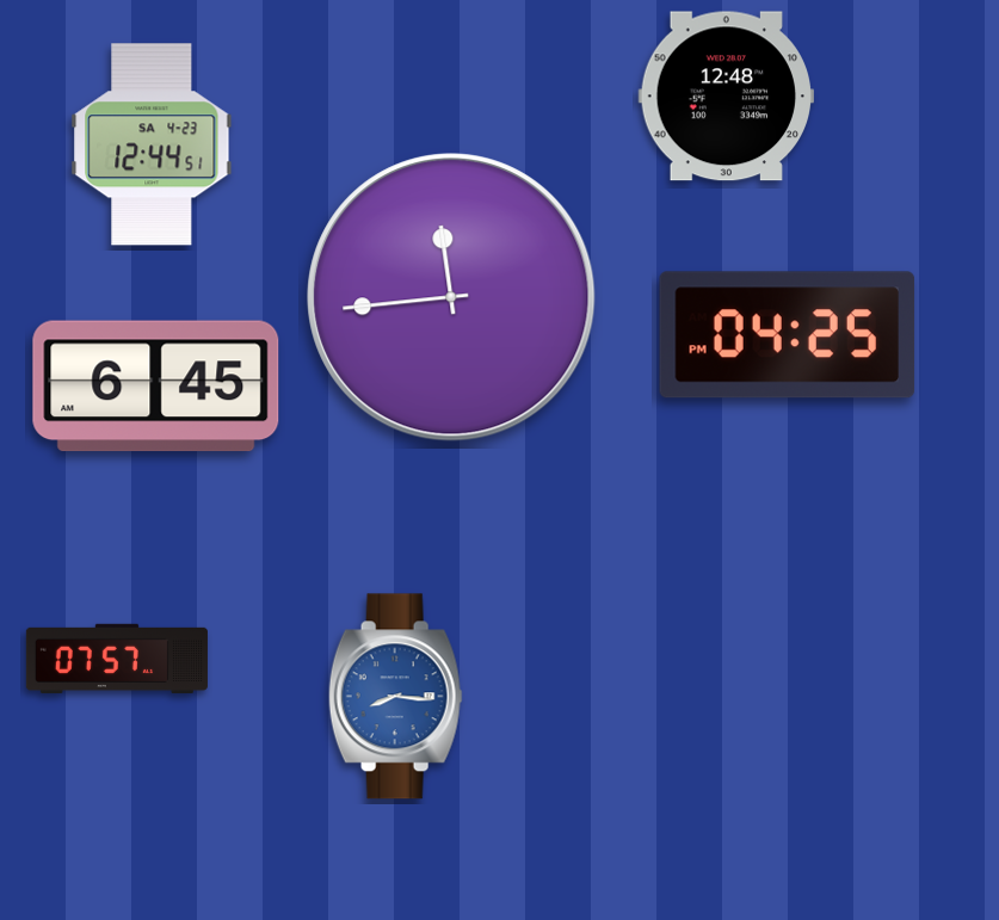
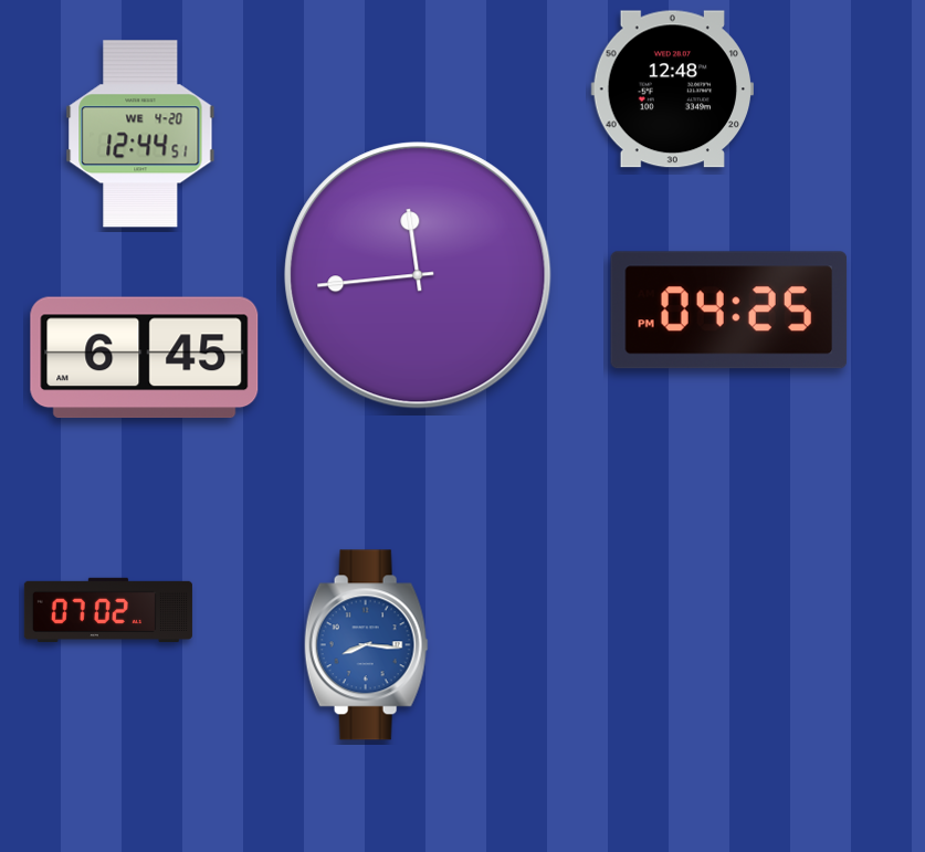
clock at (152, 144) date: SA 4-23 -> WE 4-20
clock at (117, 659): 07:57 -> 07:02
